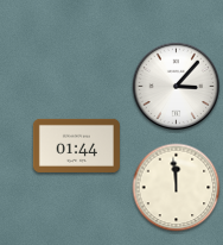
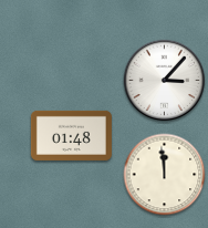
clock at (76, 145): 01:44 -> 01:48
